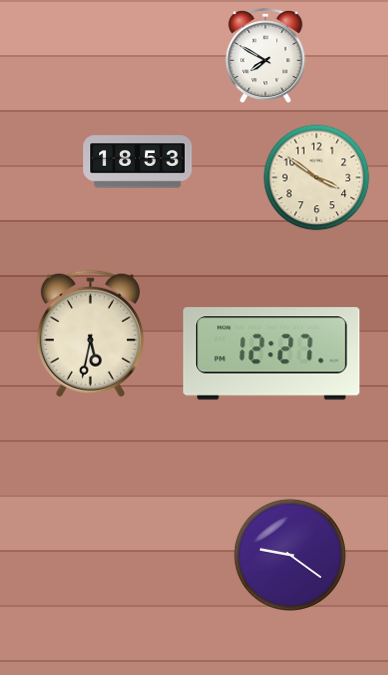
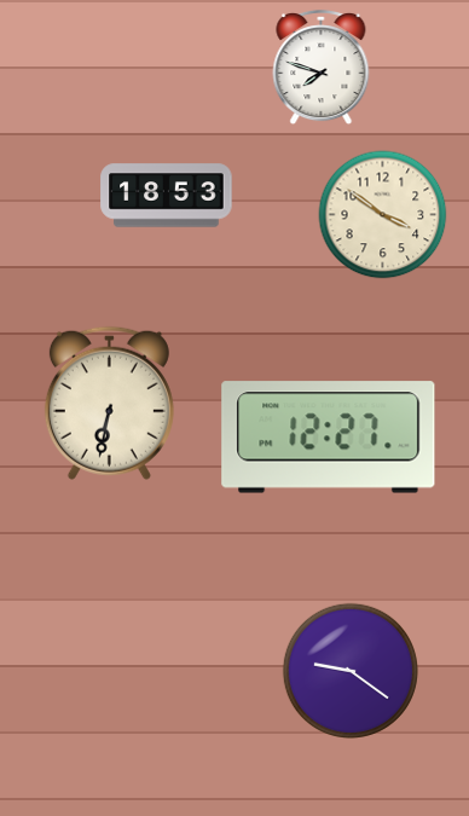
clock at (266, 56): 7:50 -> 7:48
clock at (90, 333): 5:32 -> 6:32
clock at (272, 354) position: (272, 354) -> (329, 438)
